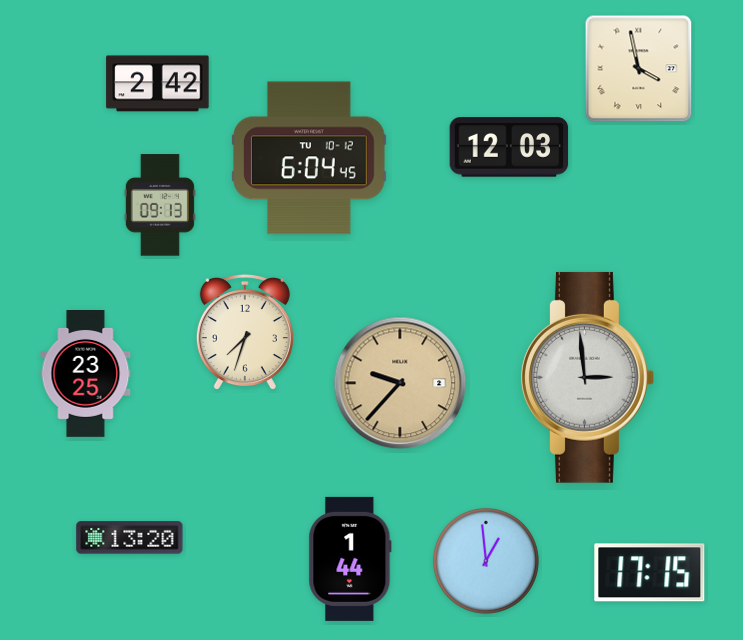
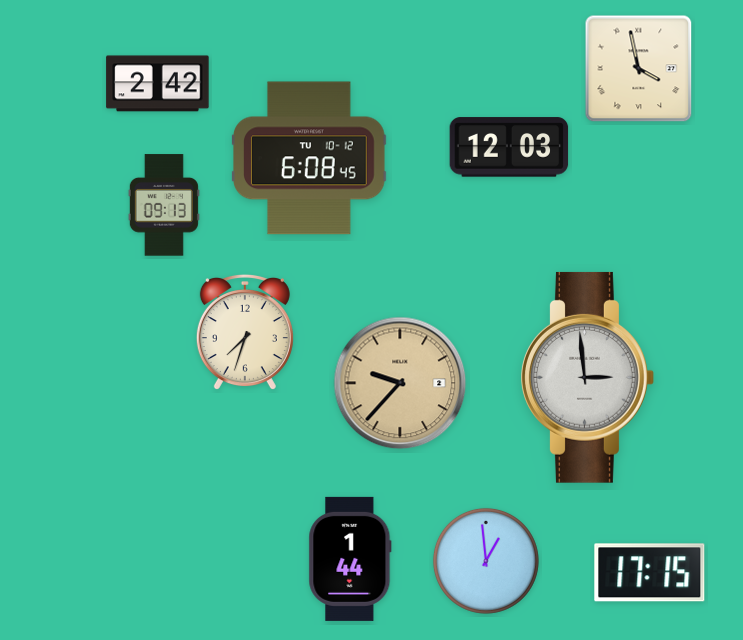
clock at (310, 158): 6:04 -> 6:08
clock at (160, 205) position: (160, 205) -> (164, 205)
clock at (86, 374): 23:25 -> none
clock at (130, 538): 13:20 -> none
